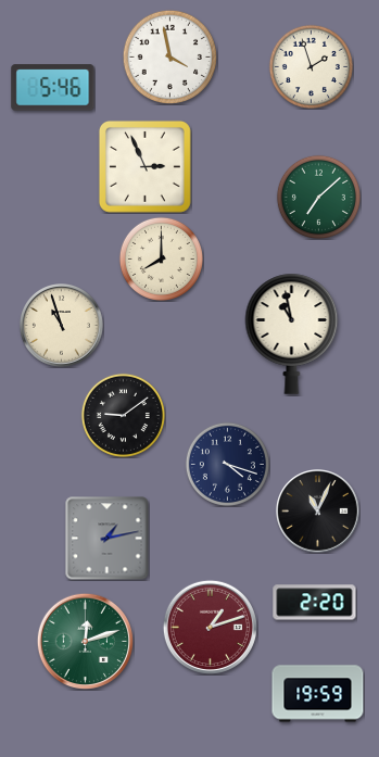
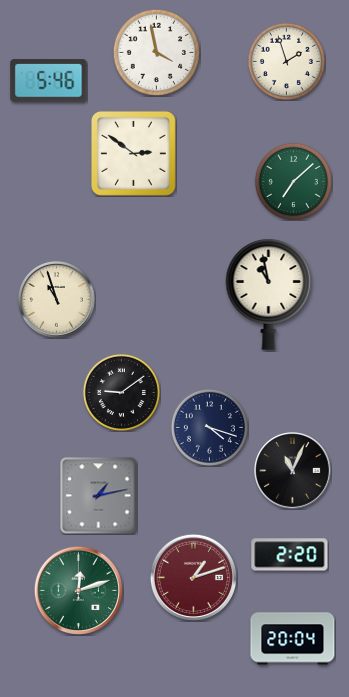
clock at (144, 166): 2:56 -> 2:51
clock at (161, 258): 8:00 -> none
clock at (292, 333) position: (292, 333) -> (269, 294)
clock at (123, 415) position: (123, 415) -> (121, 392)
clock at (318, 694): 19:59 -> 20:04
